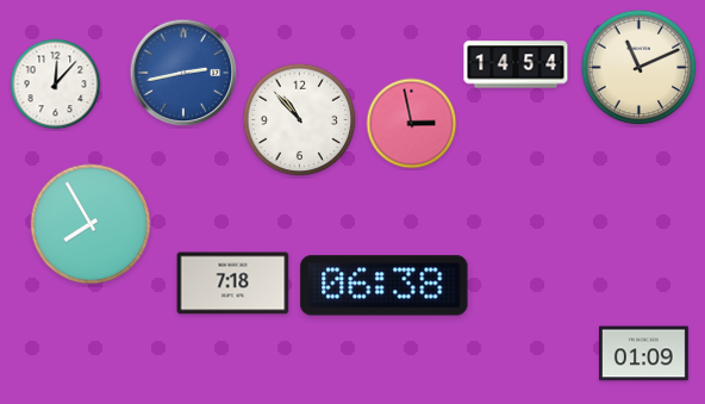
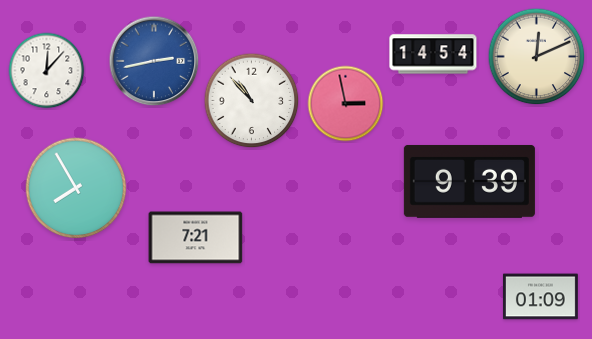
clock at (640, 68): 11:11 -> 12:11
clock at (469, 182): none -> 9:39
clock at (233, 284): 7:18 -> 7:21
clock at (385, 286): 06:38 -> none
